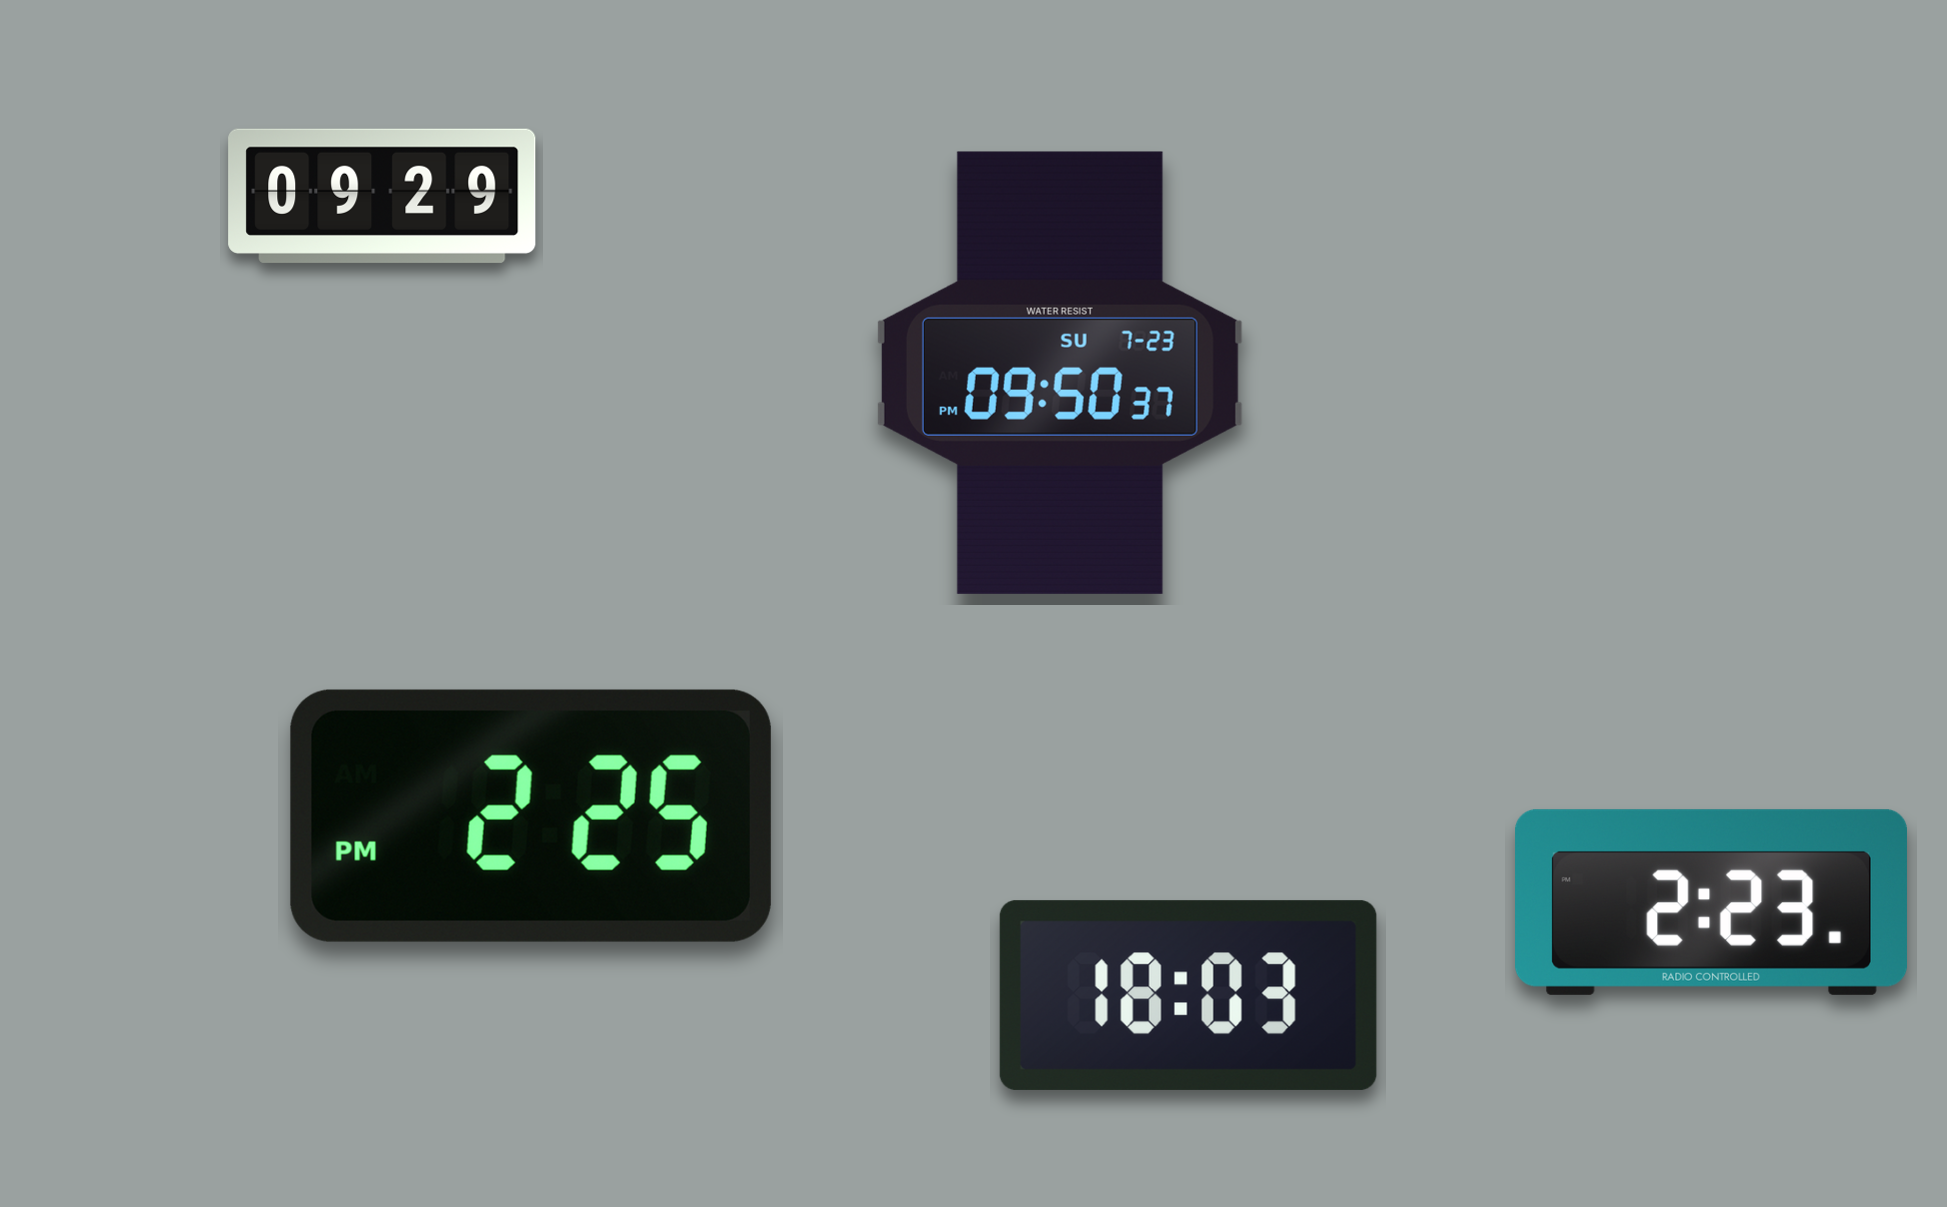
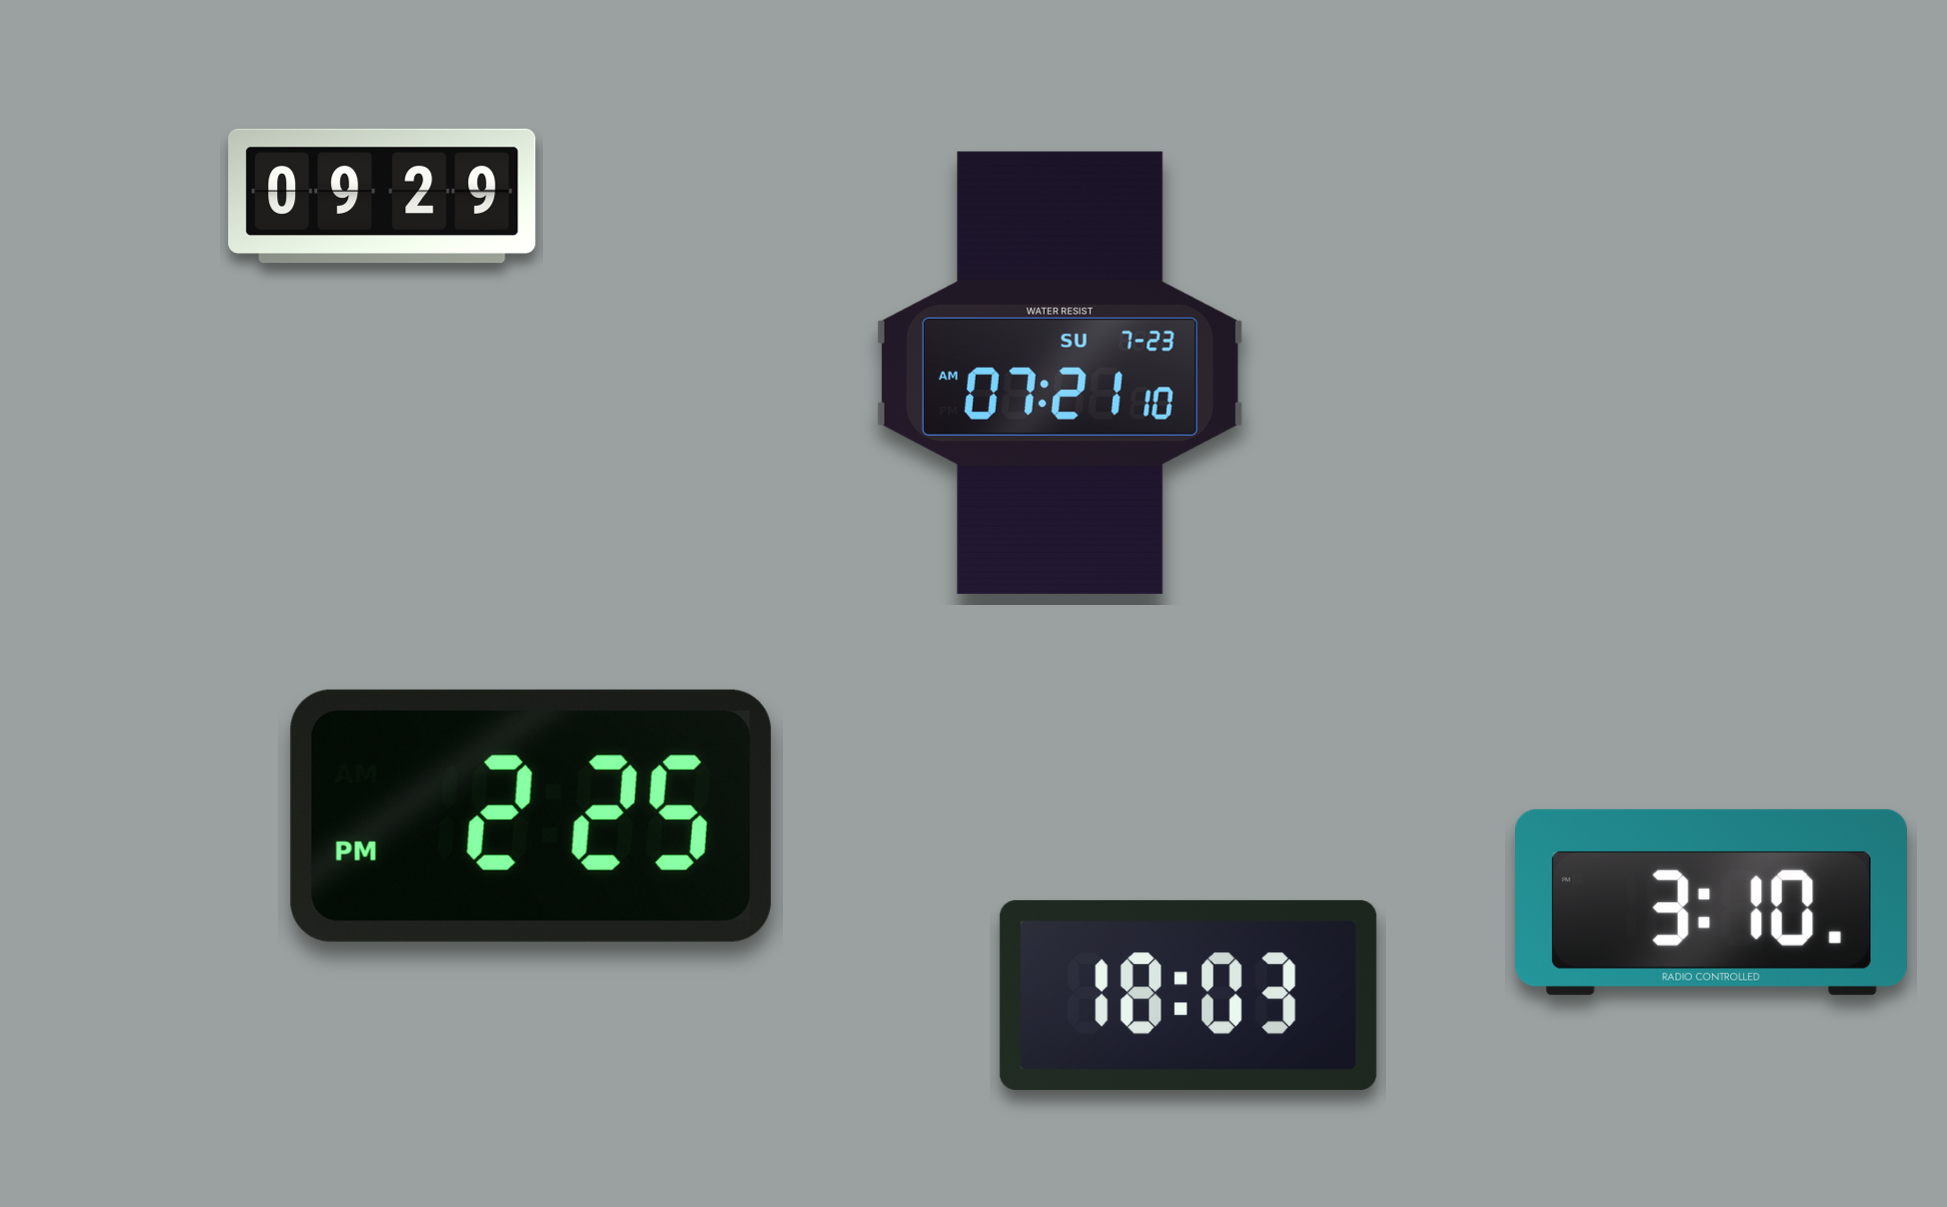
clock at (1060, 373): 09:50 -> 07:21
clock at (1711, 902): 2:23 -> 3:10
